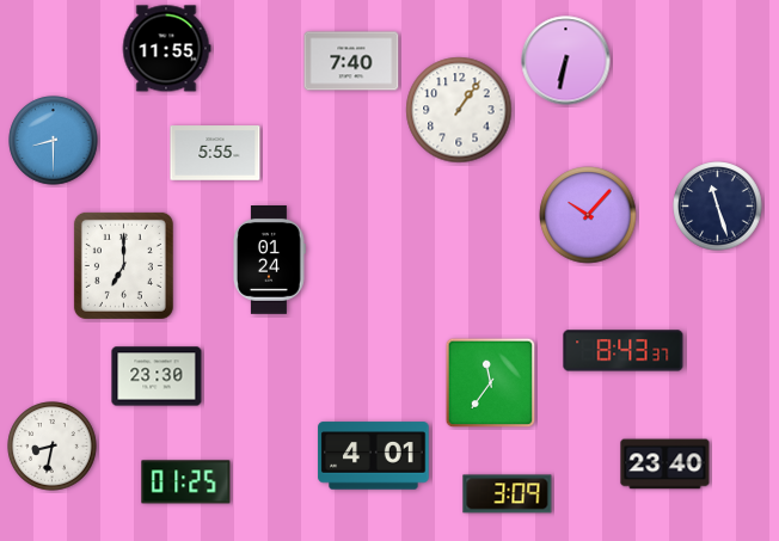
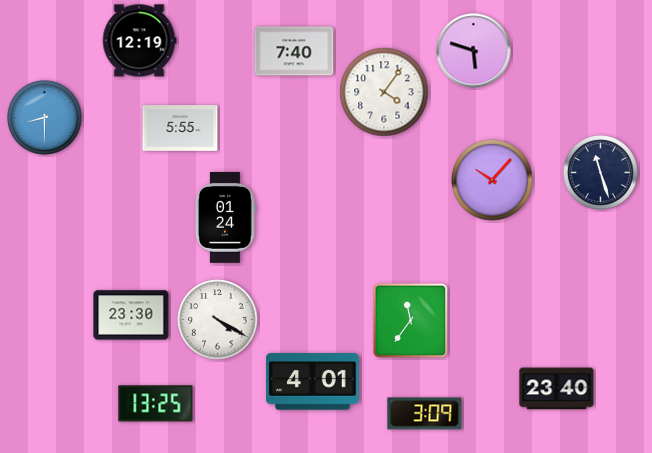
clock at (166, 49): 11:55 -> 12:19
clock at (566, 61): 6:32 -> 5:48
clock at (459, 110): 1:06 -> 4:06
clock at (123, 265): 7:00 -> none
clock at (624, 351): 8:43 -> none
clock at (218, 320): none -> 4:20
clock at (53, 447): 8:32 -> none
clock at (186, 482): 01:25 -> 13:25
